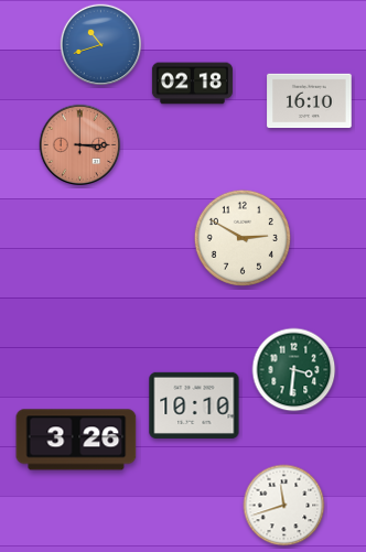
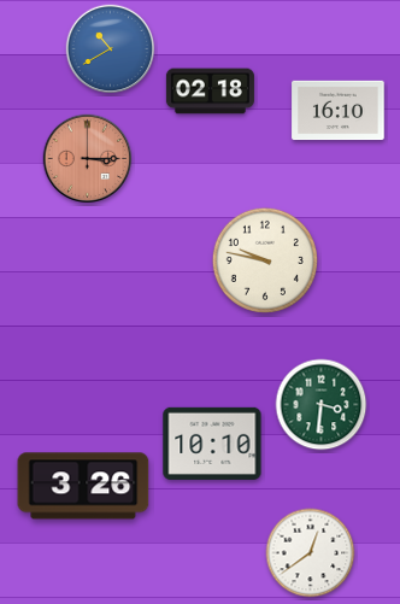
clock at (101, 45): 10:42 -> 10:40
clock at (243, 238): 2:50 -> 9:47
clock at (76, 440) position: (76, 440) -> (83, 486)
clock at (284, 506): 11:42 -> 12:39
